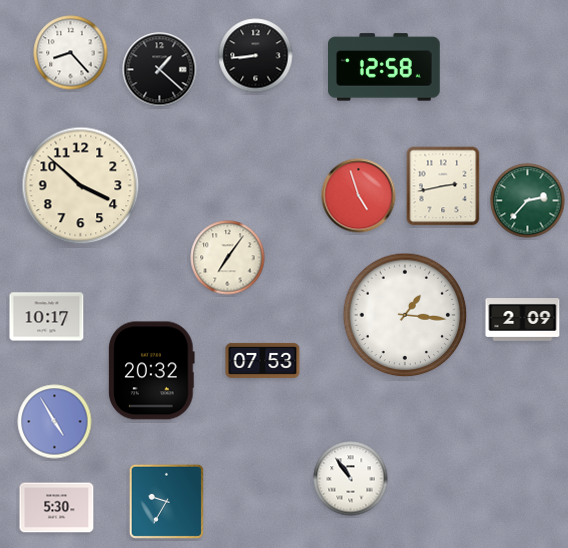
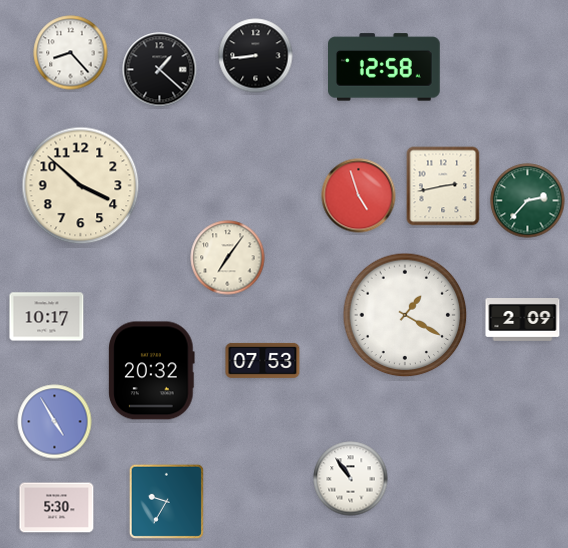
clock at (405, 315): 1:16 -> 1:20
